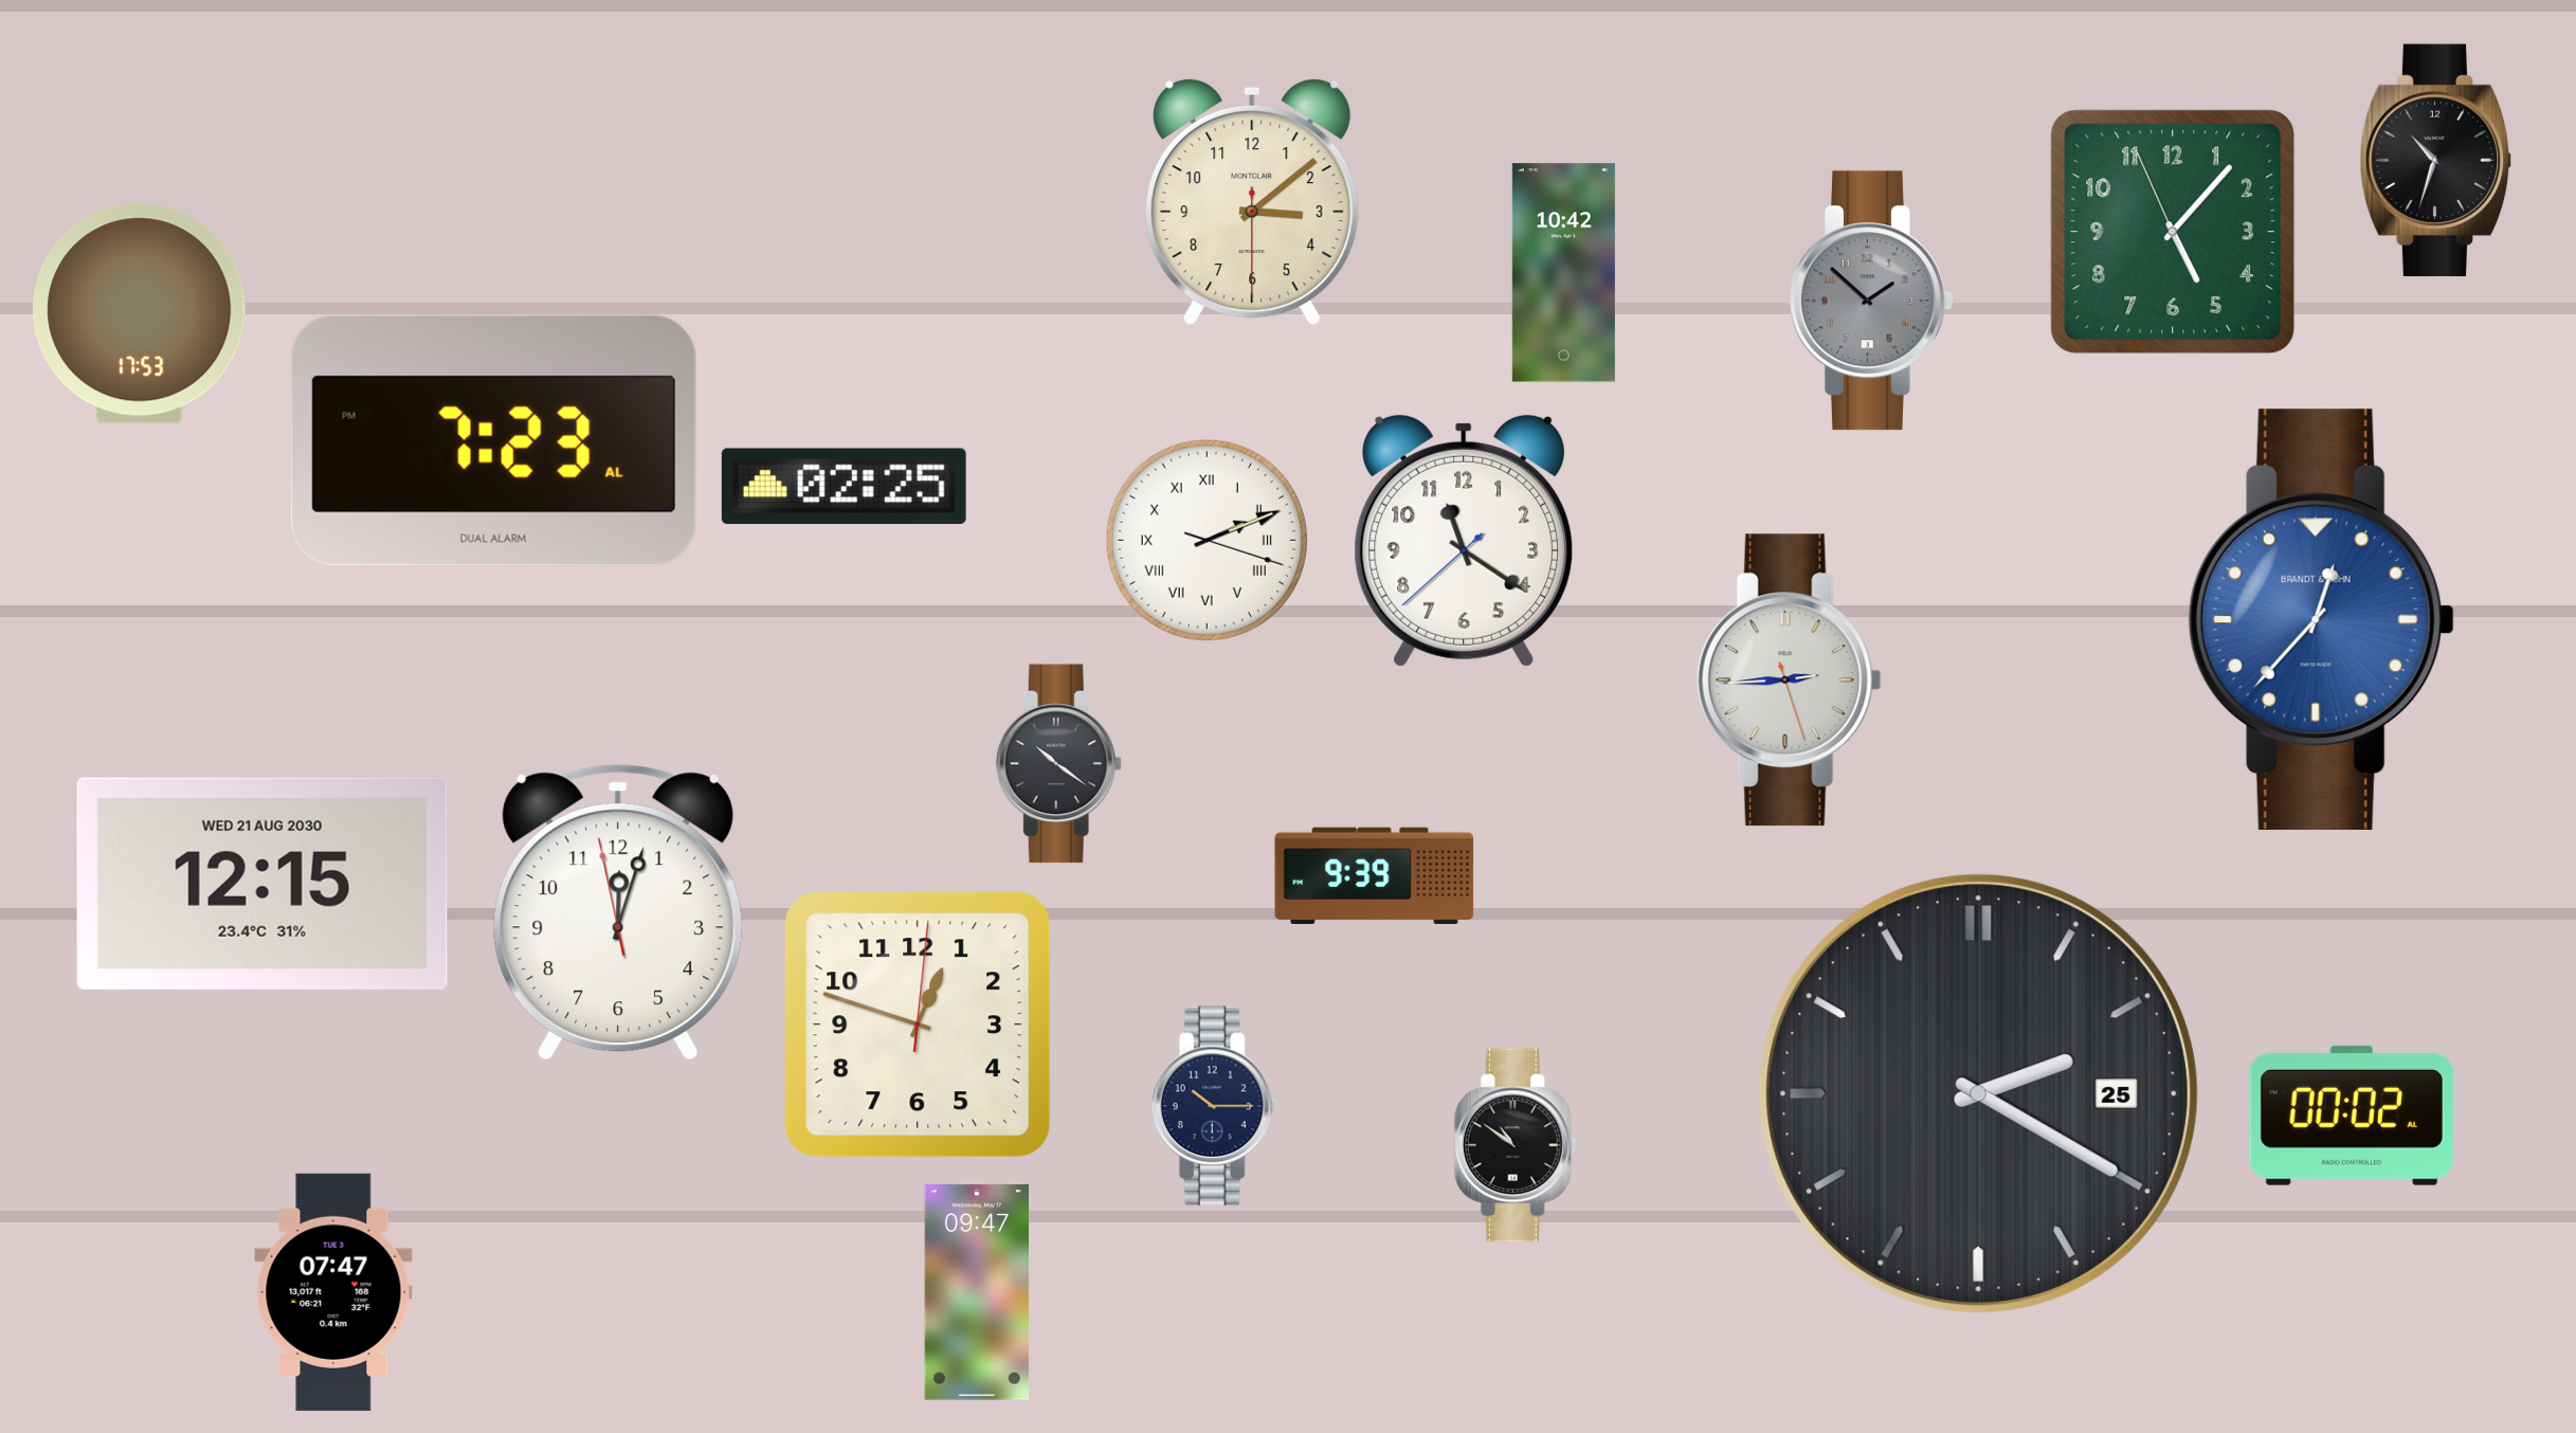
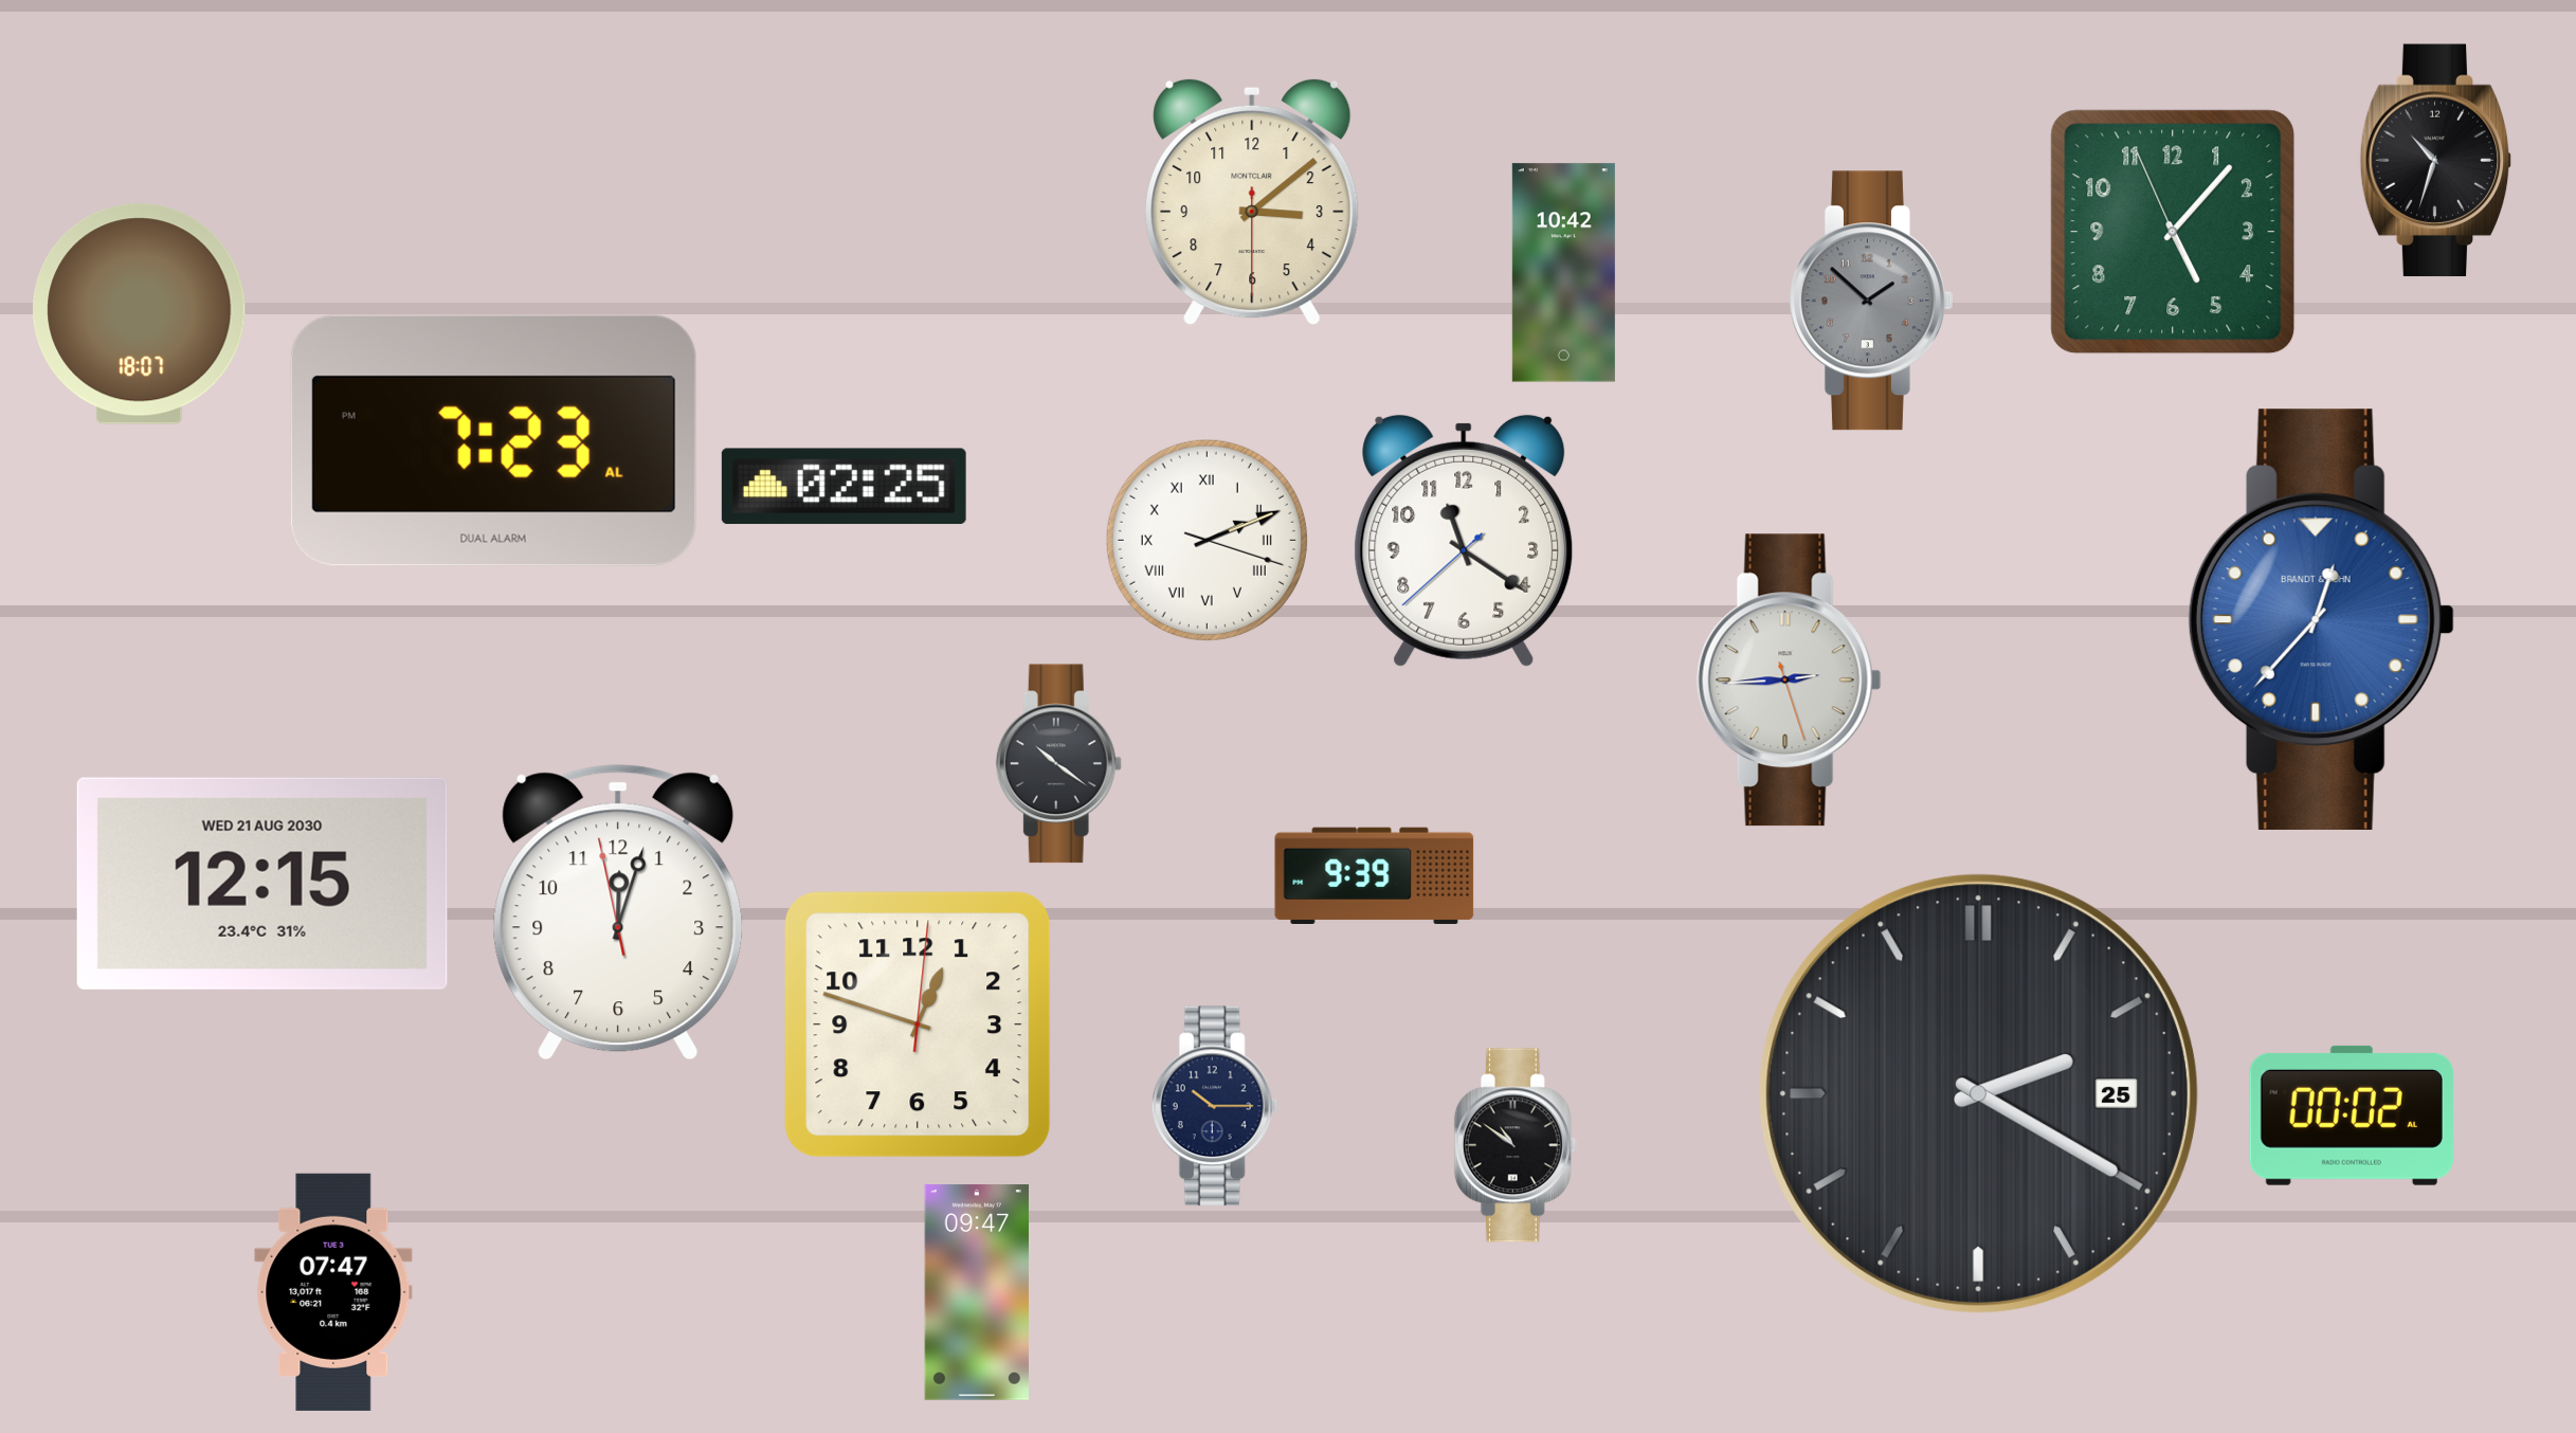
clock at (140, 314): 17:53 -> 18:07
